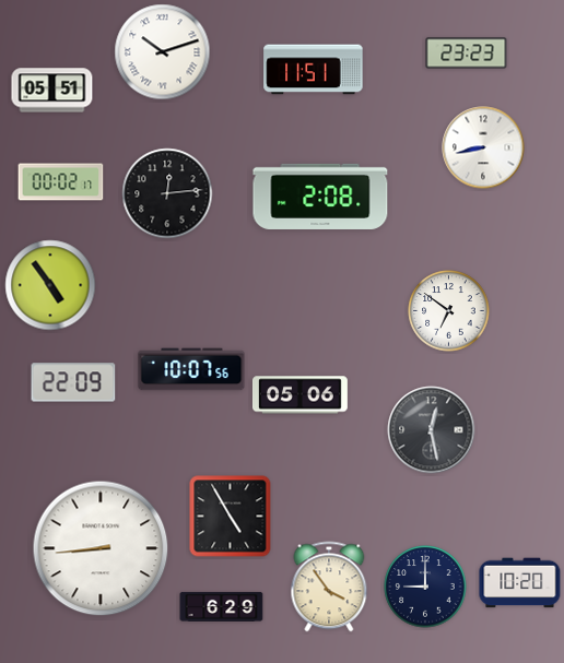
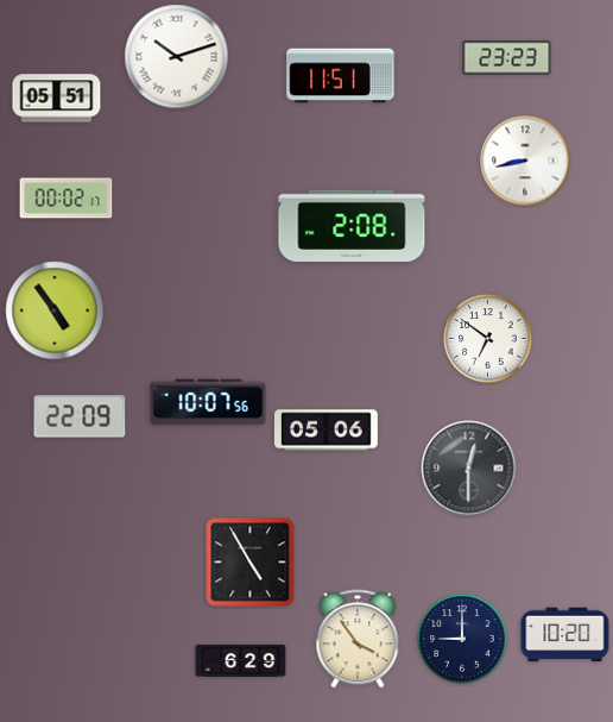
clock at (167, 193): 12:14 -> none
clock at (320, 197) position: (320, 197) -> (352, 226)
clock at (432, 430): 12:28 -> 12:30
clock at (101, 548): 8:44 -> none
